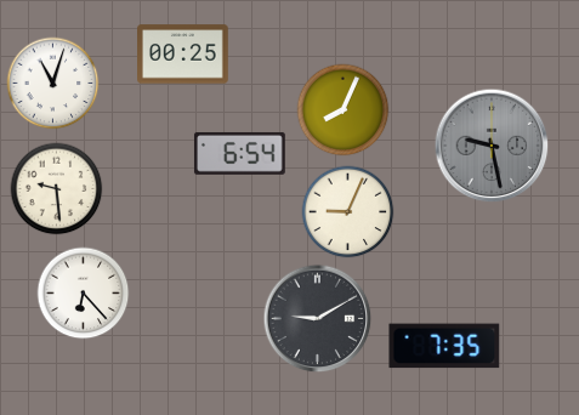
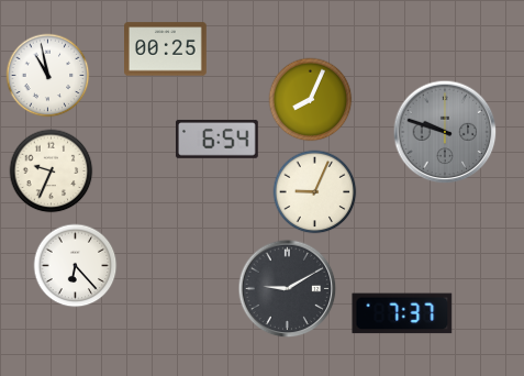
clock at (53, 84): 11:03 -> 10:58
clock at (492, 146): 9:28 -> 9:48
clock at (57, 189): 9:29 -> 9:34
clock at (444, 346): 7:35 -> 7:37
